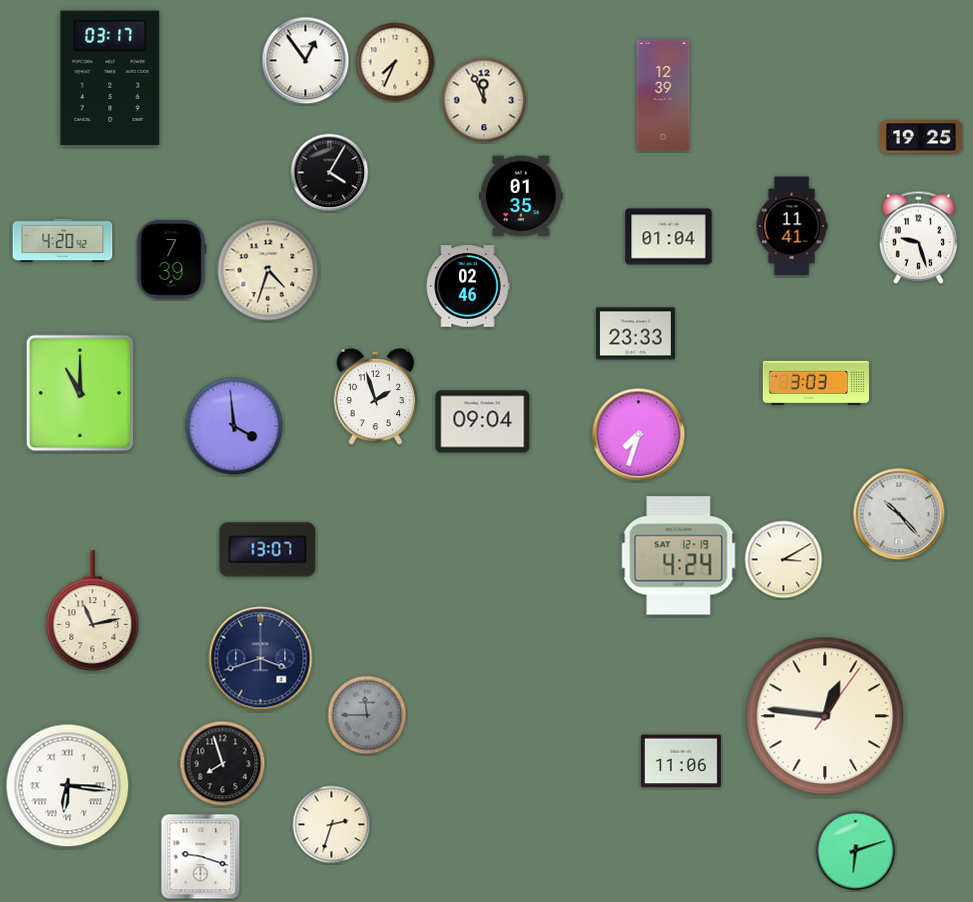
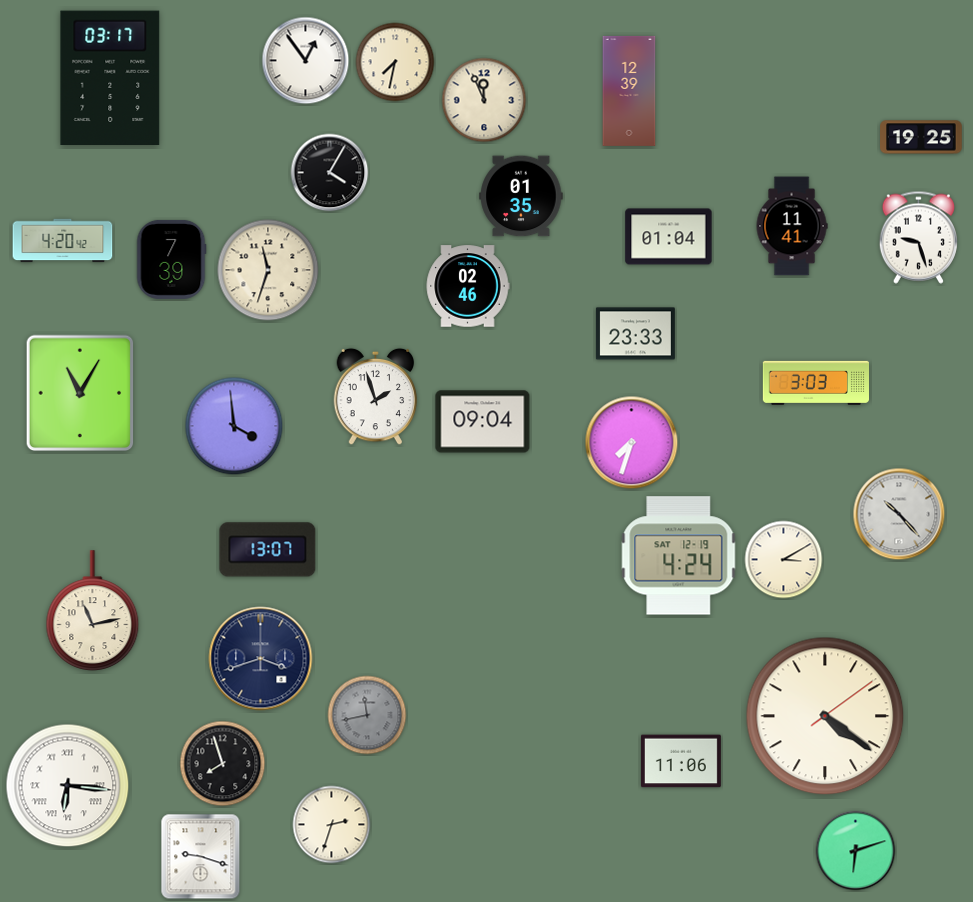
clock at (395, 62): 7:34 -> 7:32
clock at (663, 95) position: (663, 95) -> (629, 91)
clock at (268, 270): 4:33 -> 11:33
clock at (80, 393): 11:00 -> 11:05
clock at (639, 435) position: (639, 435) -> (632, 443)
clock at (367, 715): 11:45 -> 11:43
clock at (825, 716): 12:46 -> 4:21
